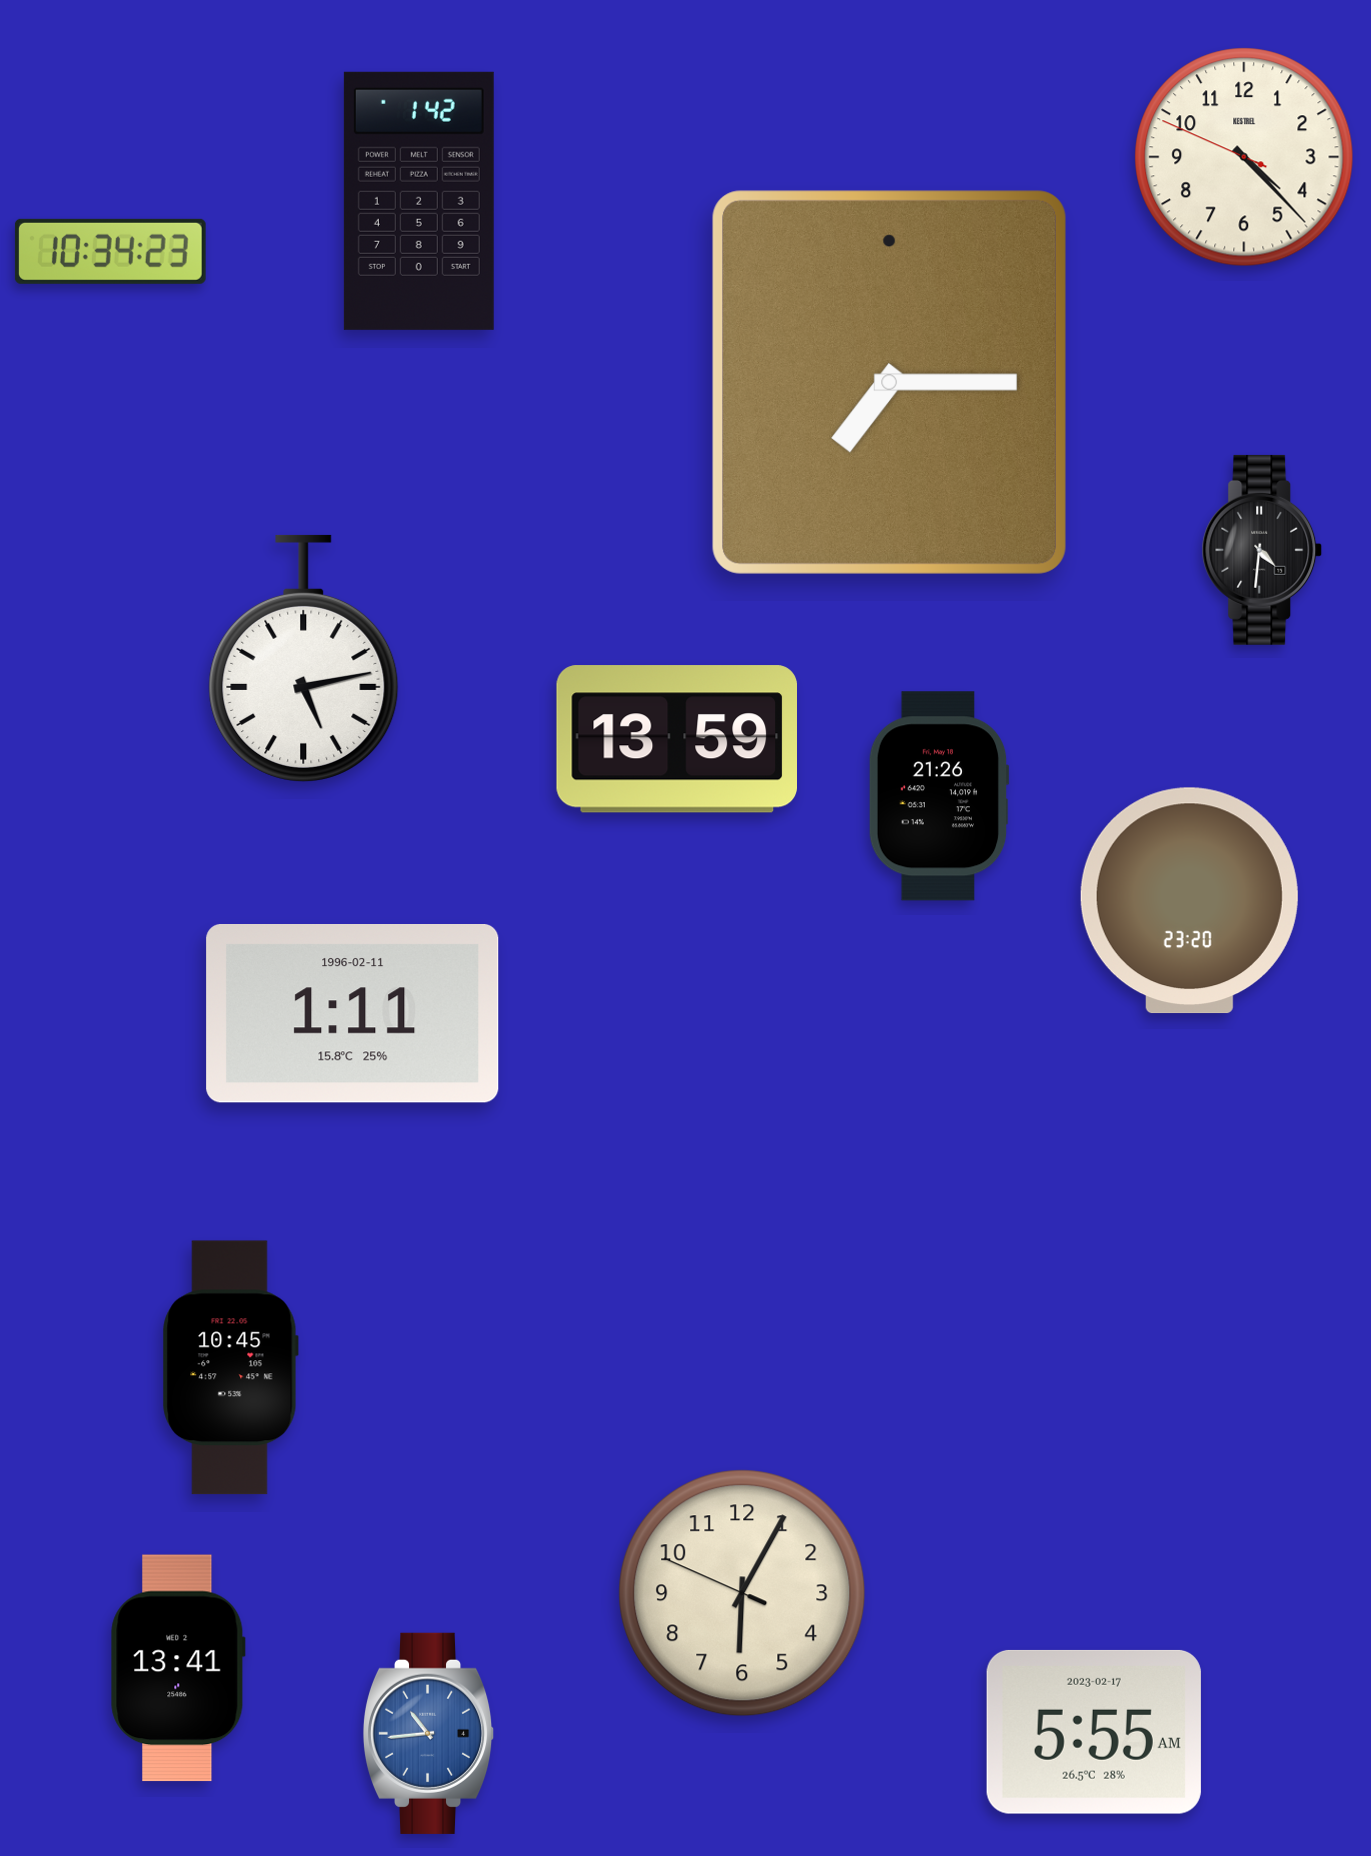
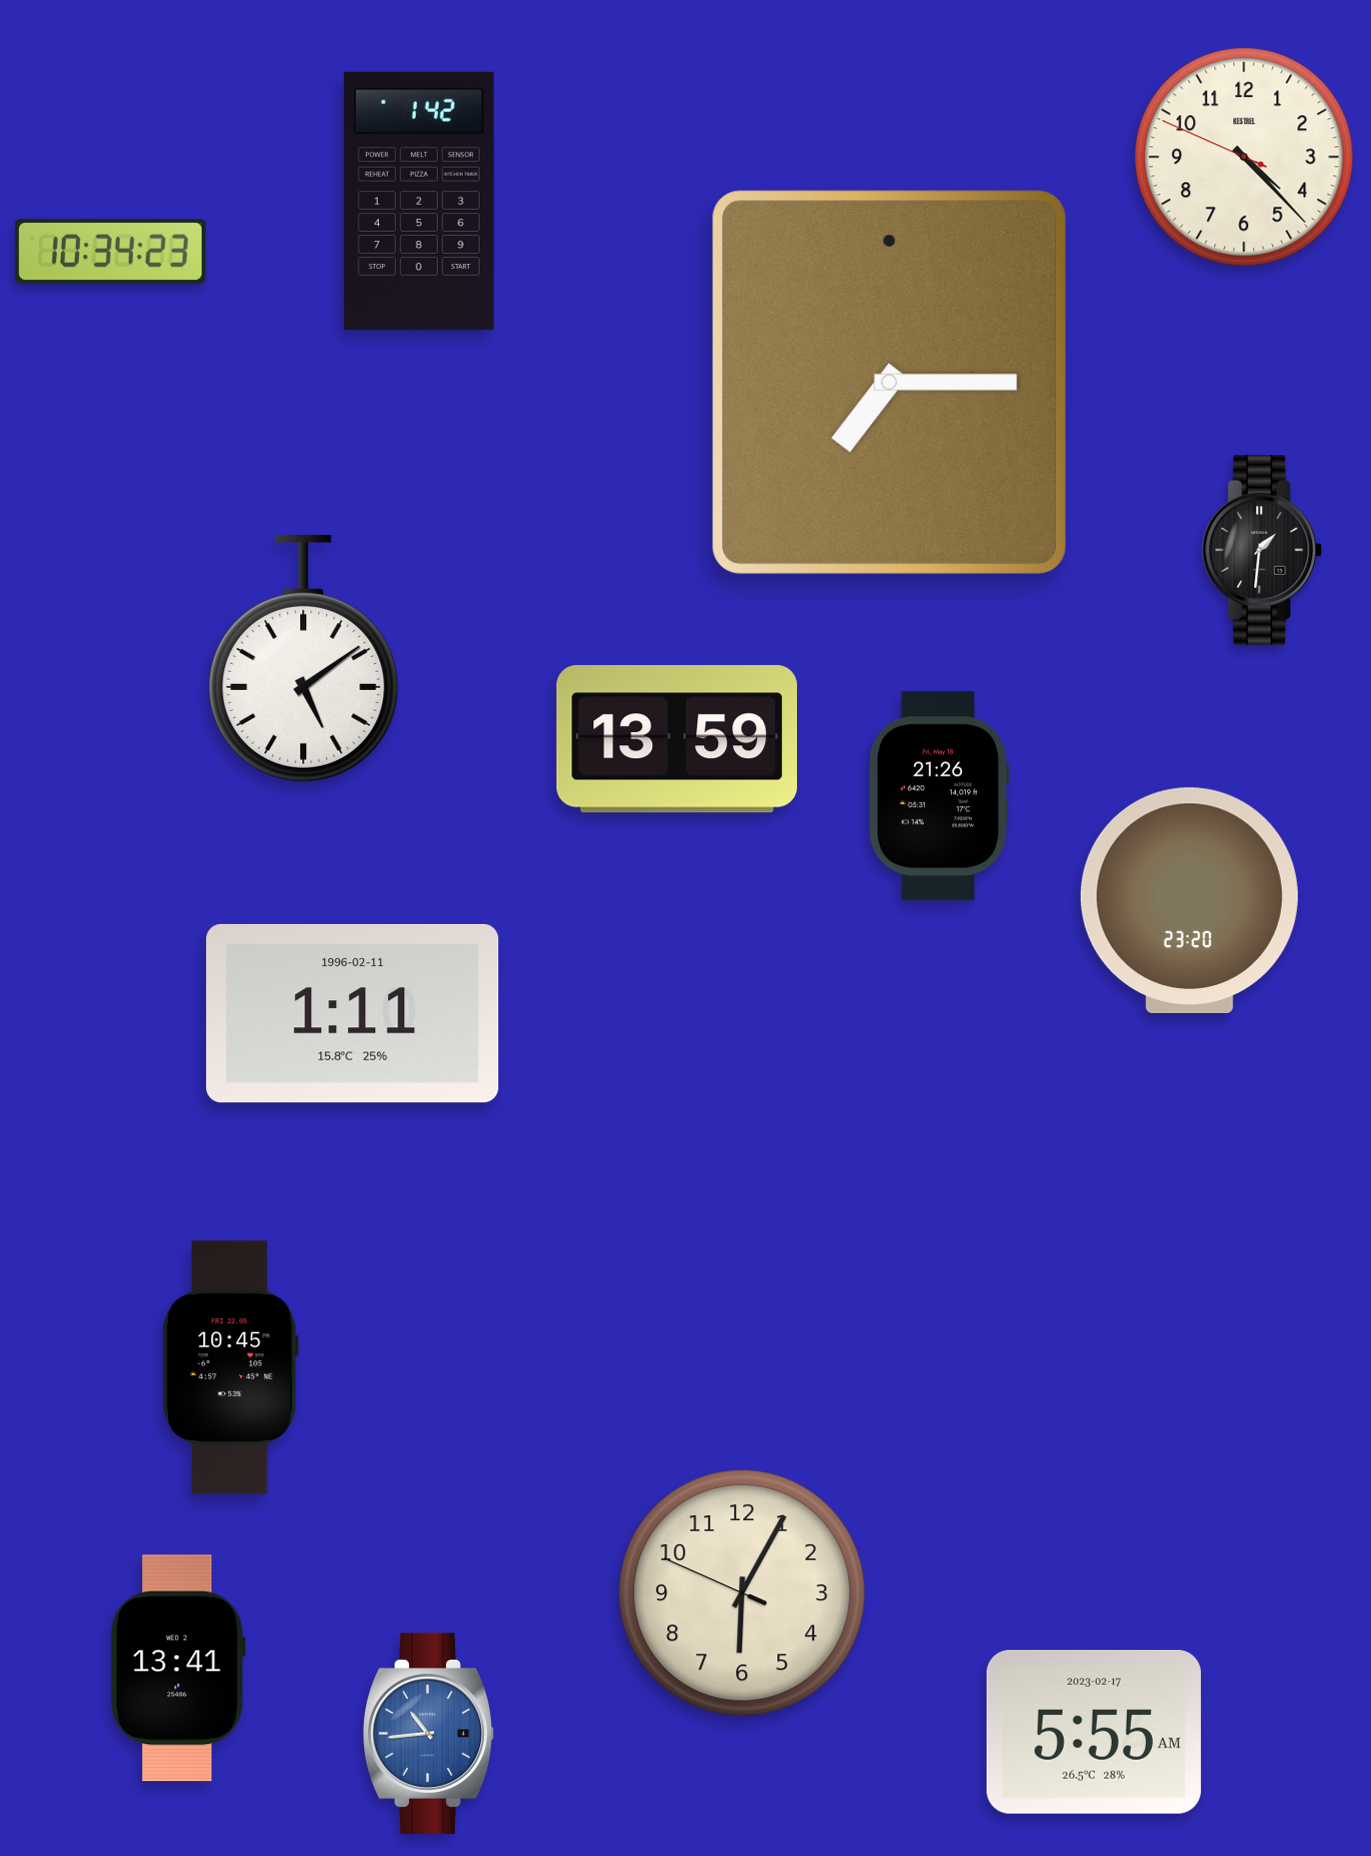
clock at (1262, 550): 4:31 -> 1:31
clock at (304, 658): 5:13 -> 5:09
